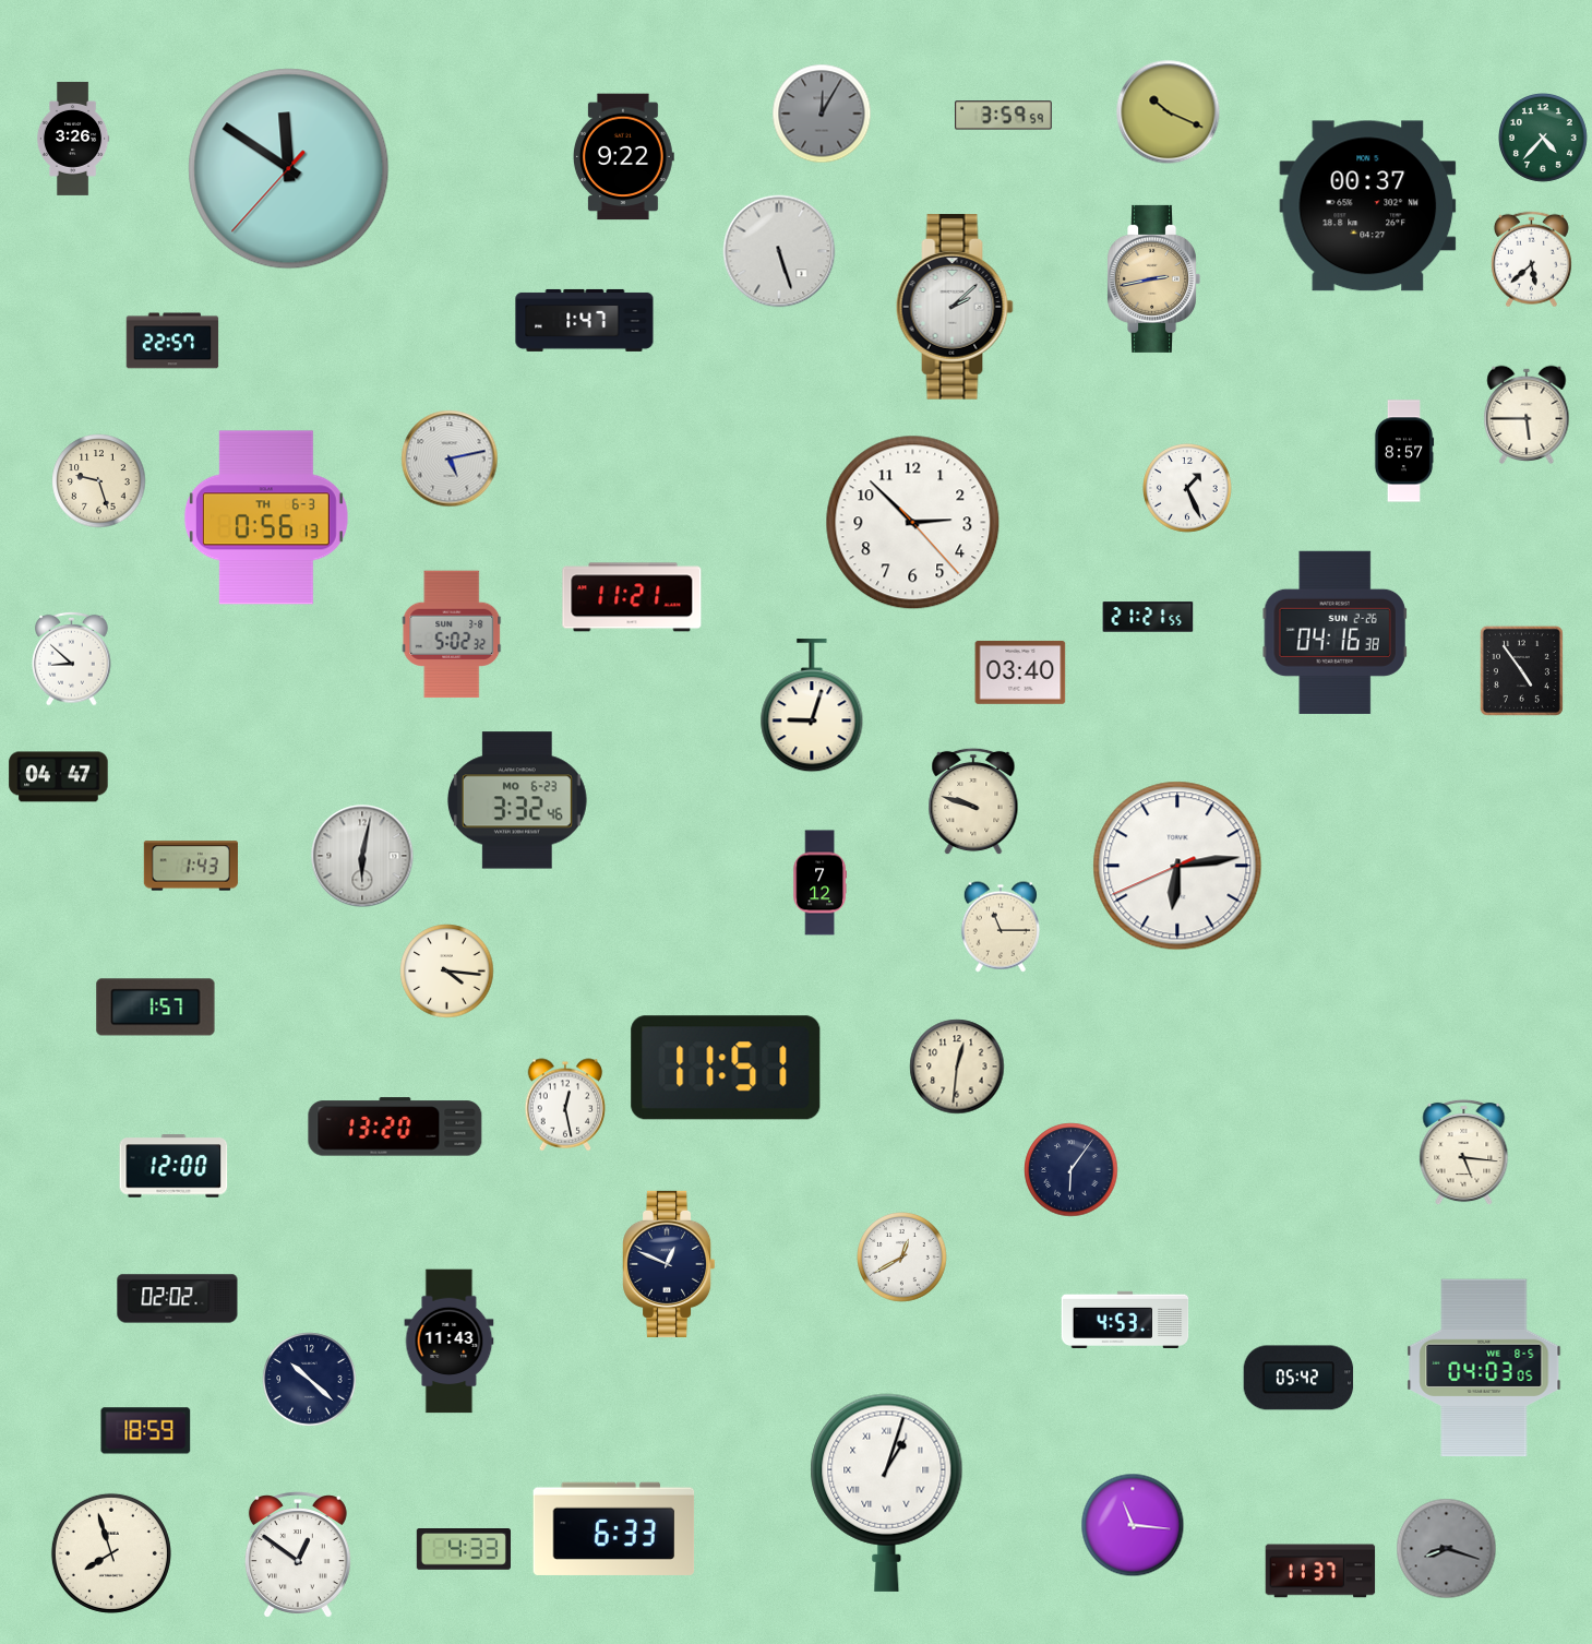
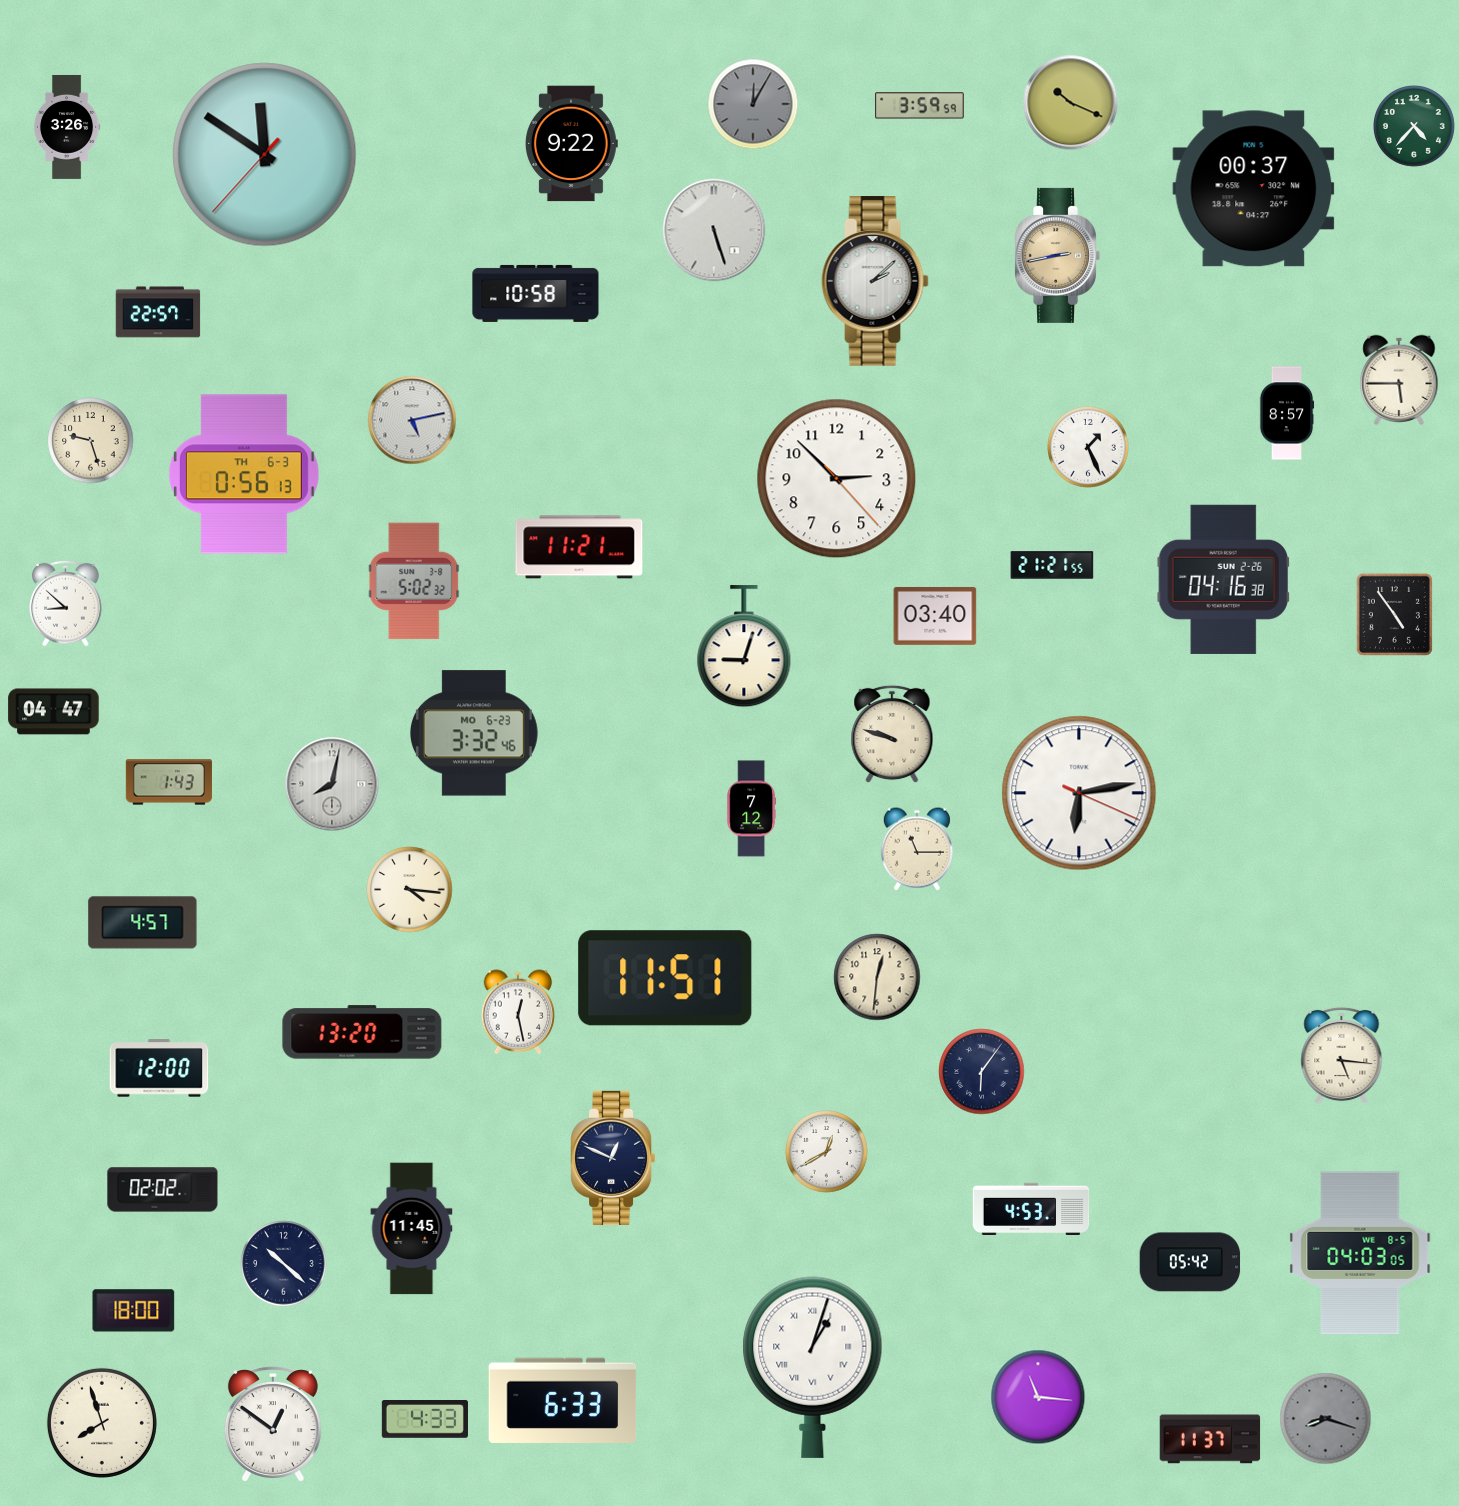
clock at (1531, 260): 5:38 -> none
clock at (585, 320): 1:47 -> 10:58
clock at (362, 856): 6:02 -> 8:02
clock at (191, 866) position: (191, 866) -> (169, 782)
clock at (1177, 866): 6:13:41 -> 6:13:19
clock at (156, 1008): 1:57 -> 4:57
clock at (450, 1342): 11:43 -> 11:45
clock at (146, 1431): 18:59 -> 18:00
